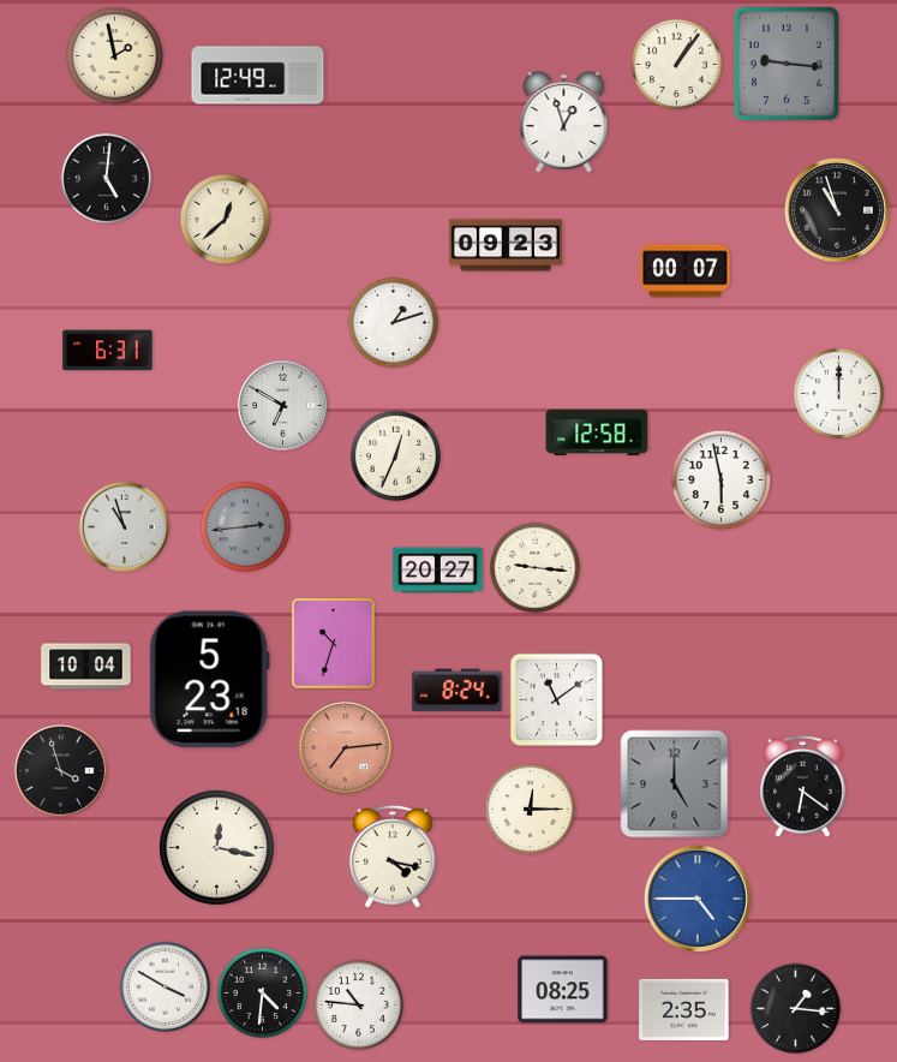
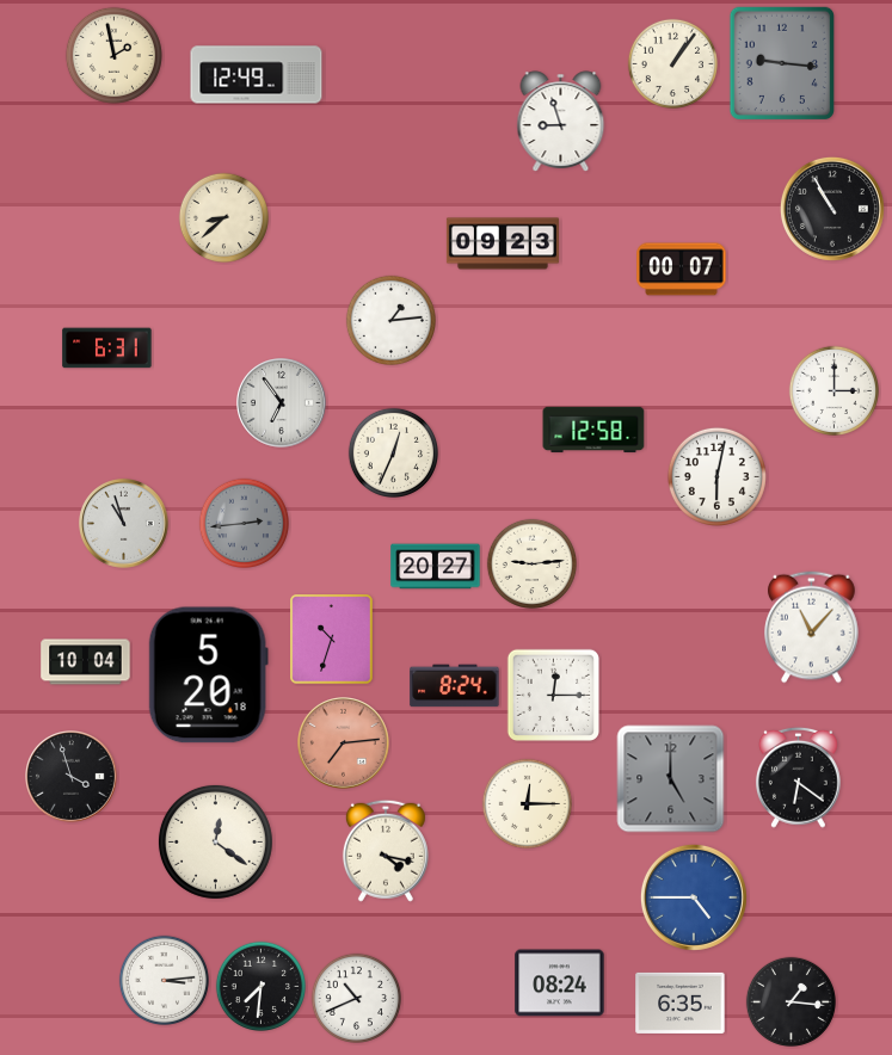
clock at (564, 123): 12:57 -> 8:57
clock at (106, 178): 5:01 -> none
clock at (837, 210): 10:57 -> 10:55
clock at (225, 219): 12:38 -> 8:38
clock at (393, 322): 1:12 -> 1:14
clock at (838, 393): 12:00 -> 3:00
clock at (283, 406): 6:50 -> 6:54
clock at (720, 479): 5:58 -> 6:02
clock at (534, 567): 9:16 -> 9:14
clock at (812, 628): none -> 11:07
clock at (209, 680): 5:23 -> 5:20
clock at (557, 700): 11:09 -> 12:15
clock at (61, 771) position: (61, 771) -> (72, 777)
clock at (802, 786) position: (802, 786) -> (798, 777)
clock at (216, 847): 12:17 -> 12:21
clock at (393, 857) position: (393, 857) -> (386, 851)
clock at (698, 899) position: (698, 899) -> (694, 897)
clock at (165, 986): 3:50 -> 3:14
clock at (563, 990): 08:25 -> 08:24
clock at (262, 992): 4:31 -> 7:31
clock at (358, 1004): 10:46 -> 10:41
clock at (684, 1009): 2:35 -> 6:35
